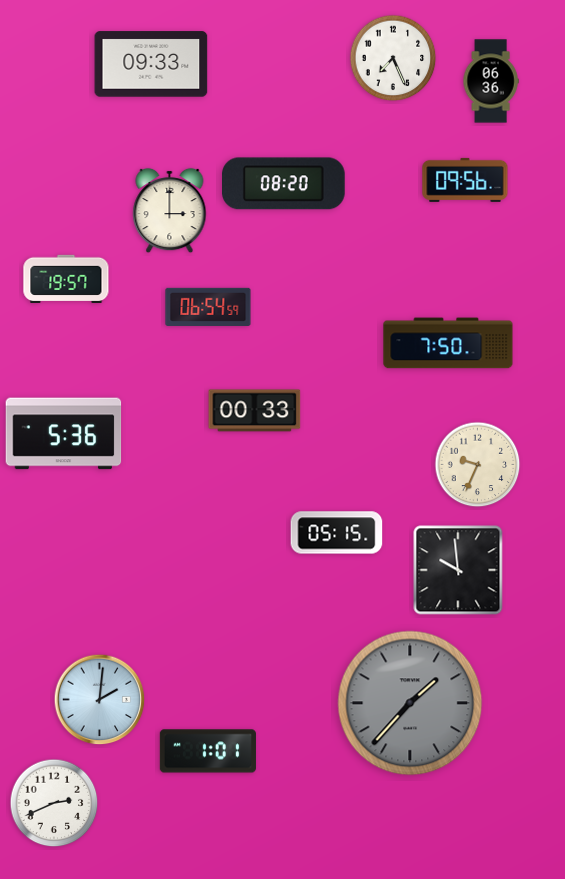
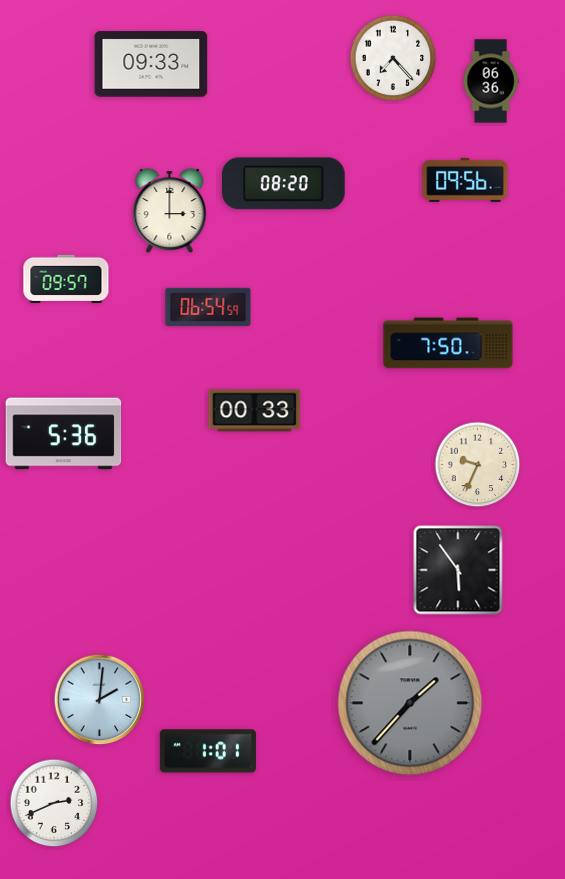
clock at (393, 58): 7:26 -> 7:23
clock at (66, 278): 19:57 -> 09:57
clock at (337, 533): 05:15 -> none
clock at (458, 570): 9:59 -> 5:54
